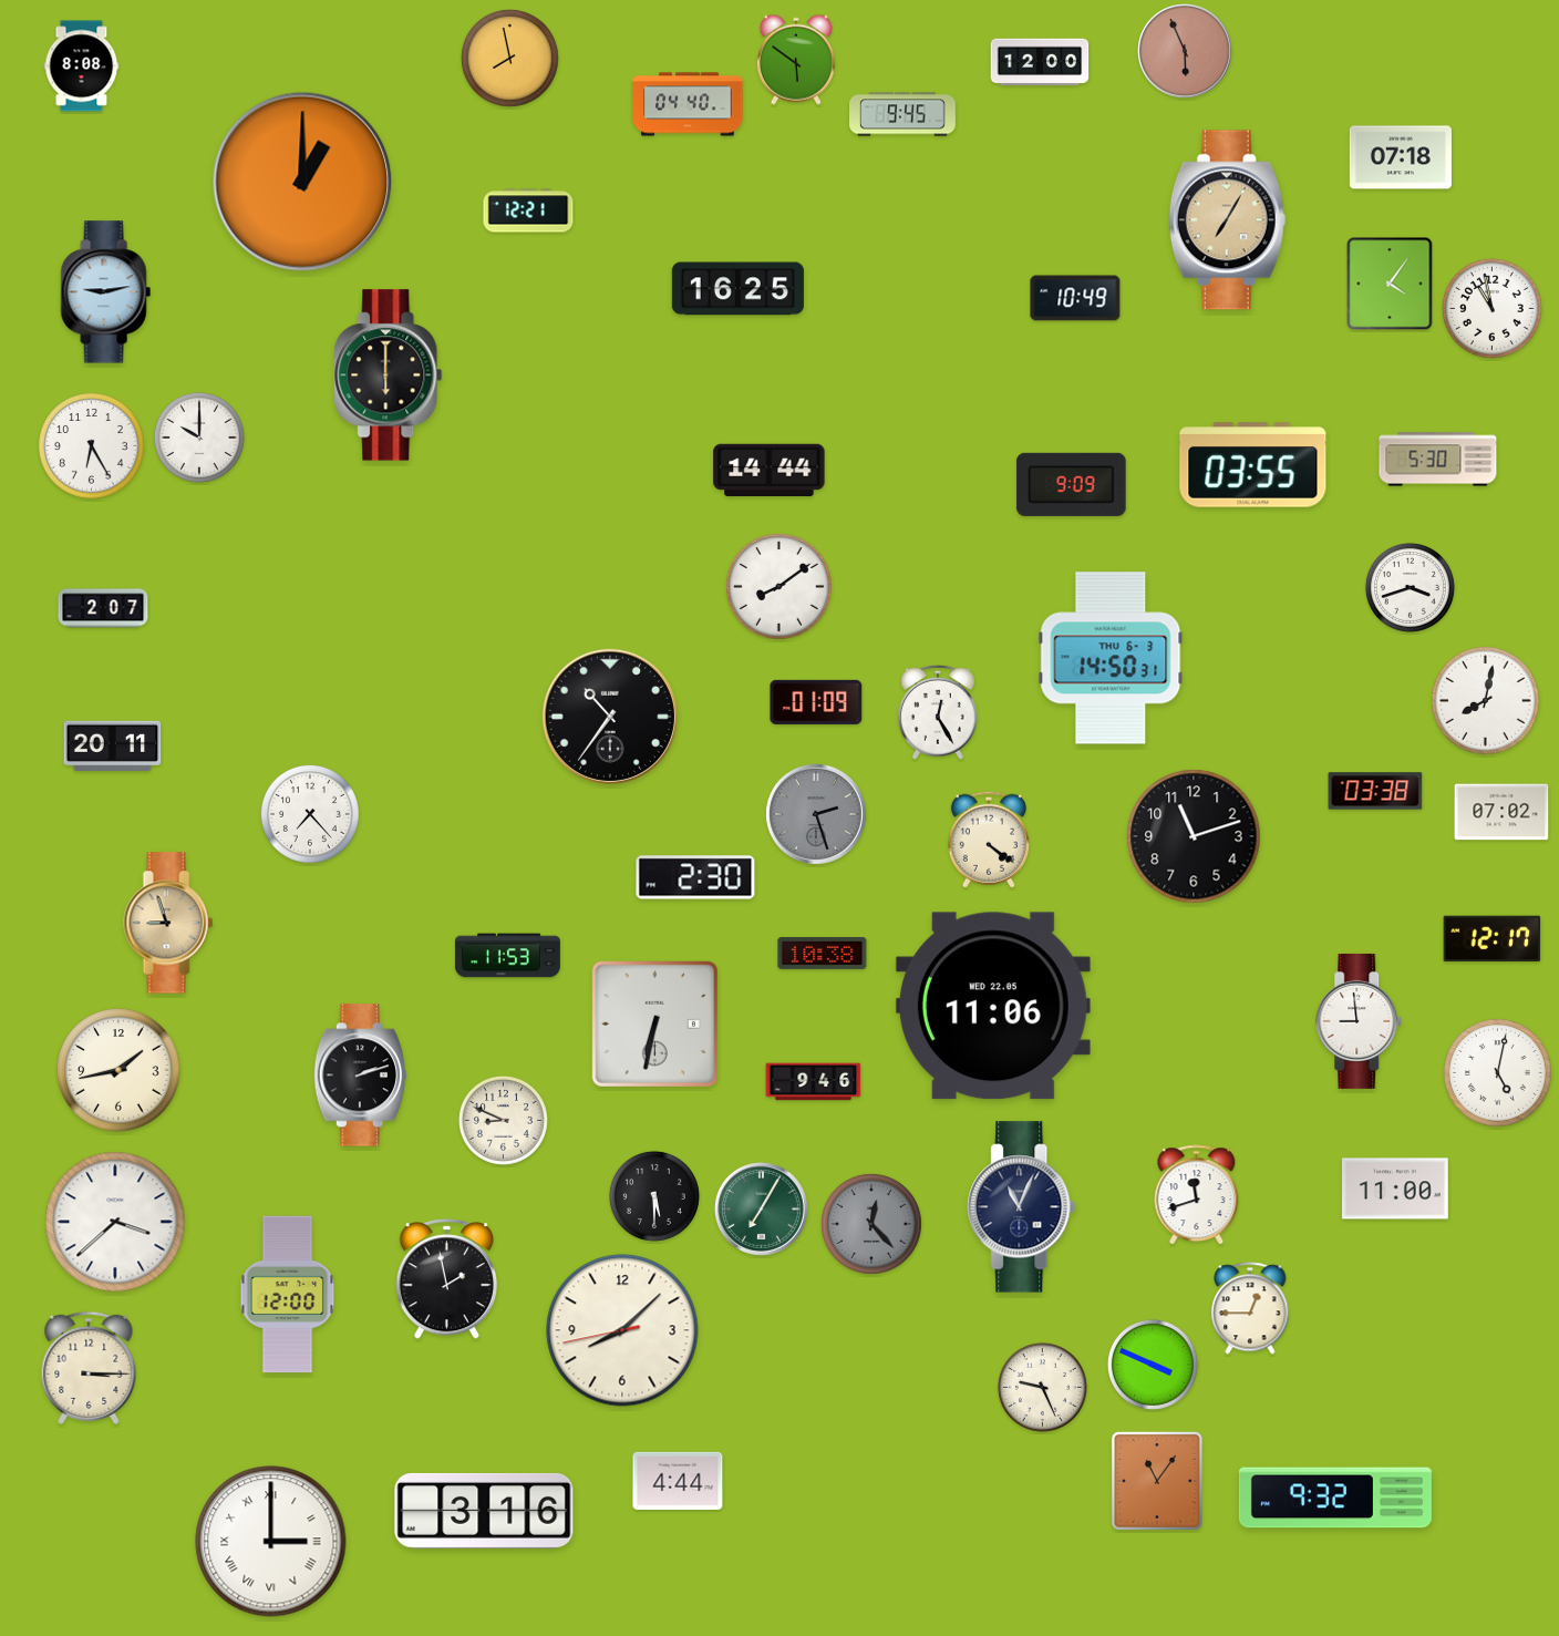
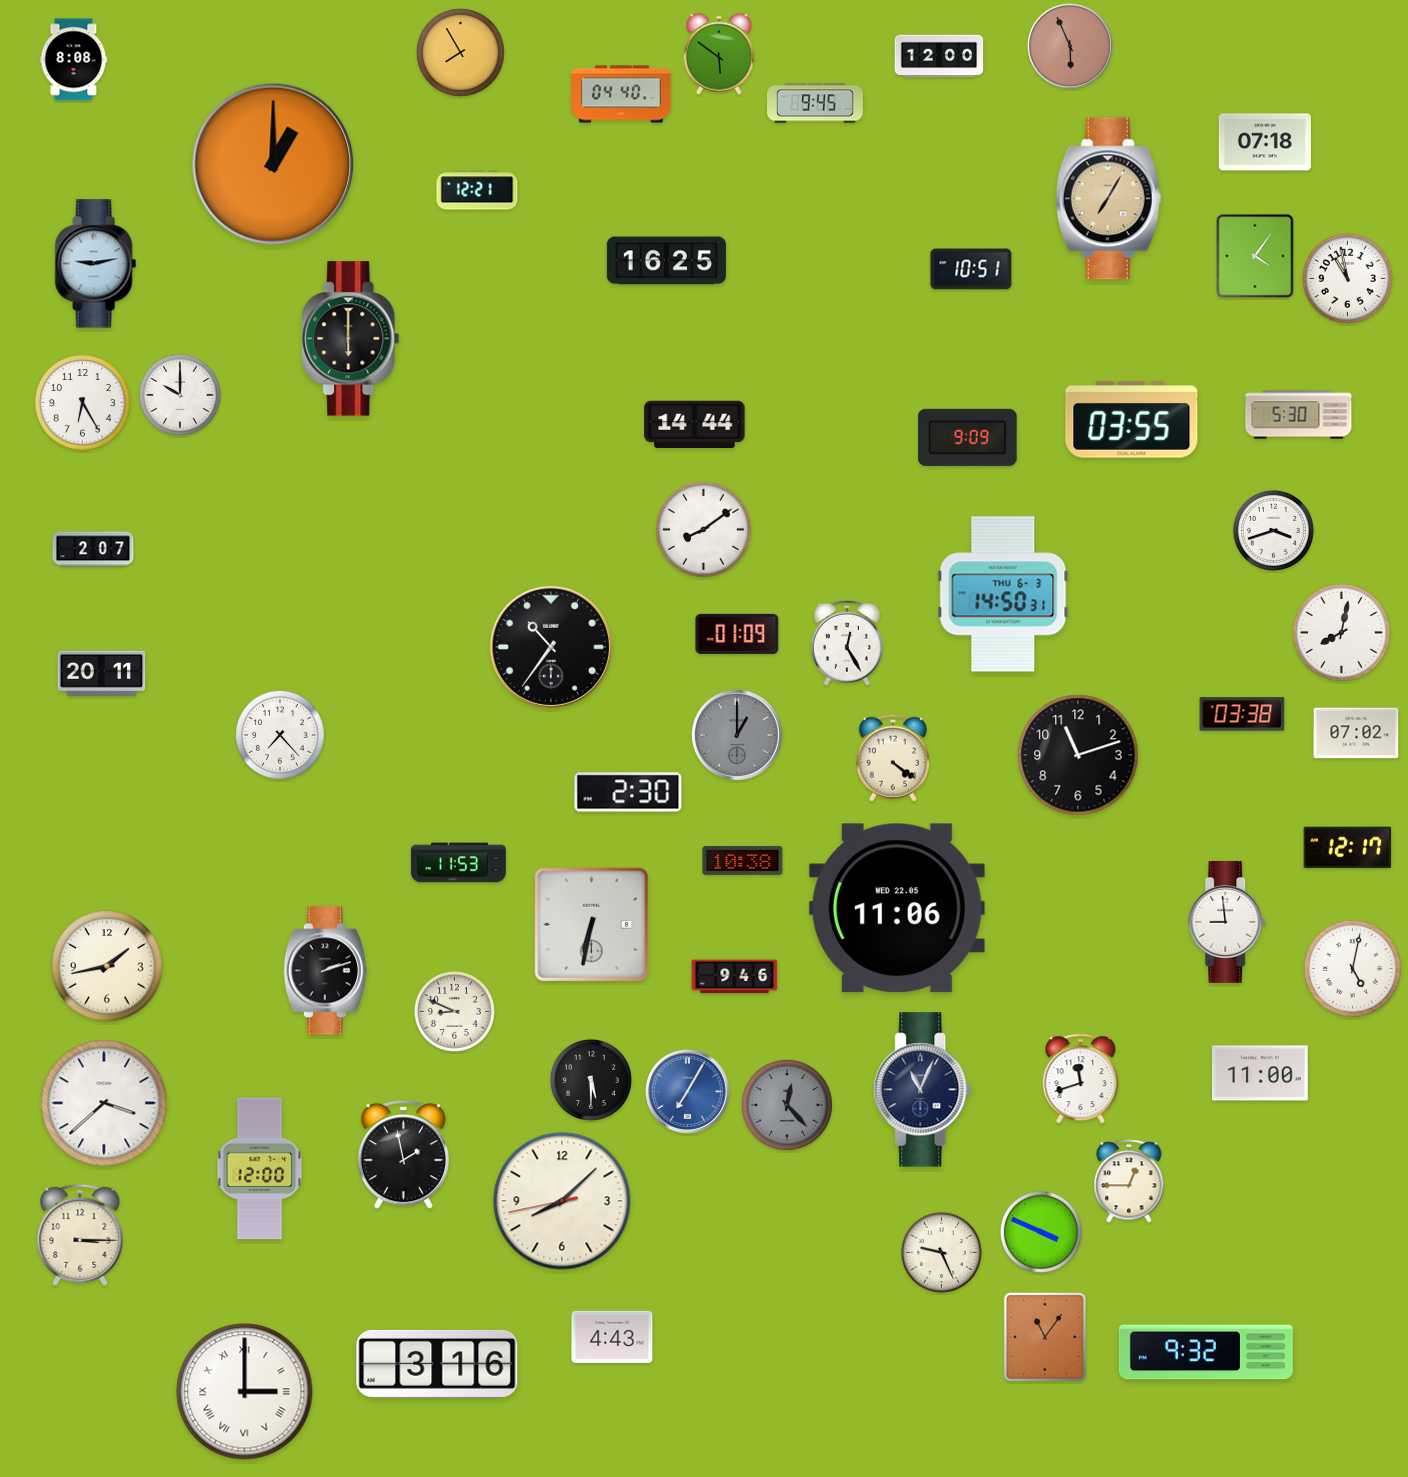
clock at (509, 58): 7:58 -> 7:55
clock at (1075, 298): 10:49 -> 10:51
clock at (816, 814): 2:27 -> 1:00
clock at (168, 923): 8:57 -> none
clock at (762, 1210) dial: green -> blue
clock at (678, 1481): 4:44 -> 4:43
